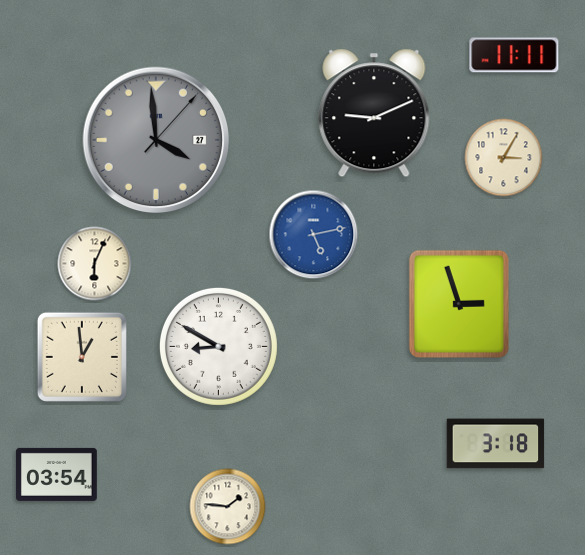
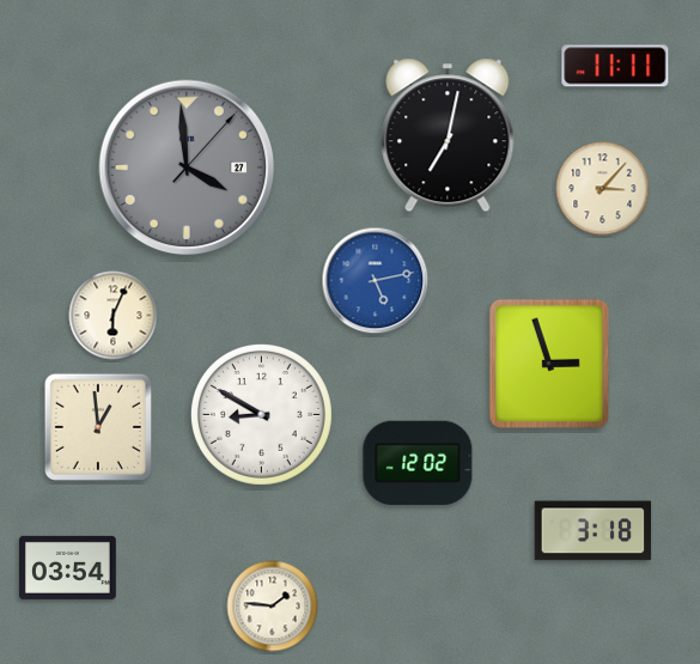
clock at (374, 113): 9:11 -> 7:02
clock at (504, 158): 3:05 -> 3:07
clock at (418, 463): none -> 12:02
